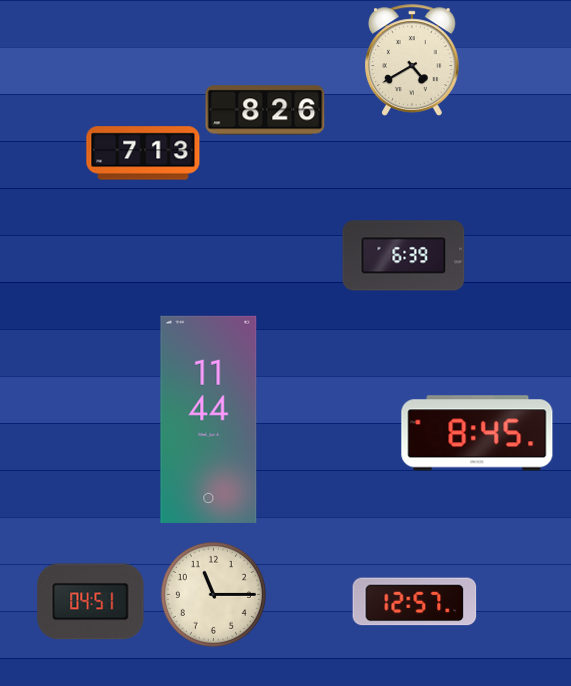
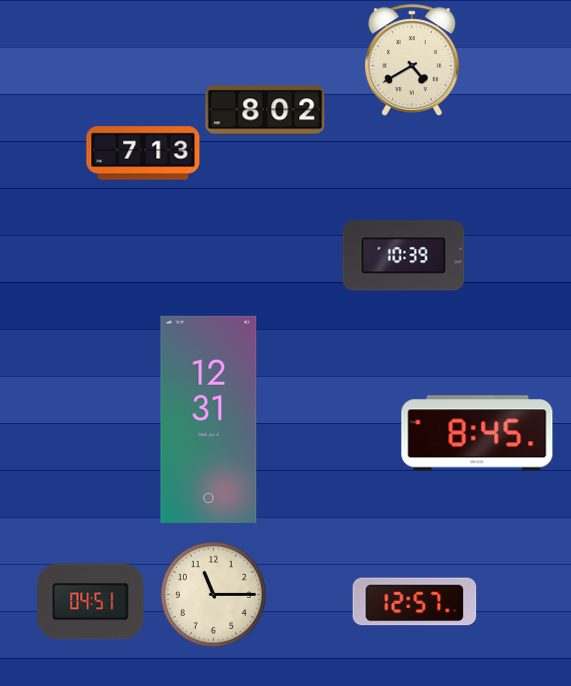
clock at (265, 110): 8:26 -> 8:02
clock at (404, 256): 6:39 -> 10:39
clock at (209, 419): 11:44 -> 12:31
